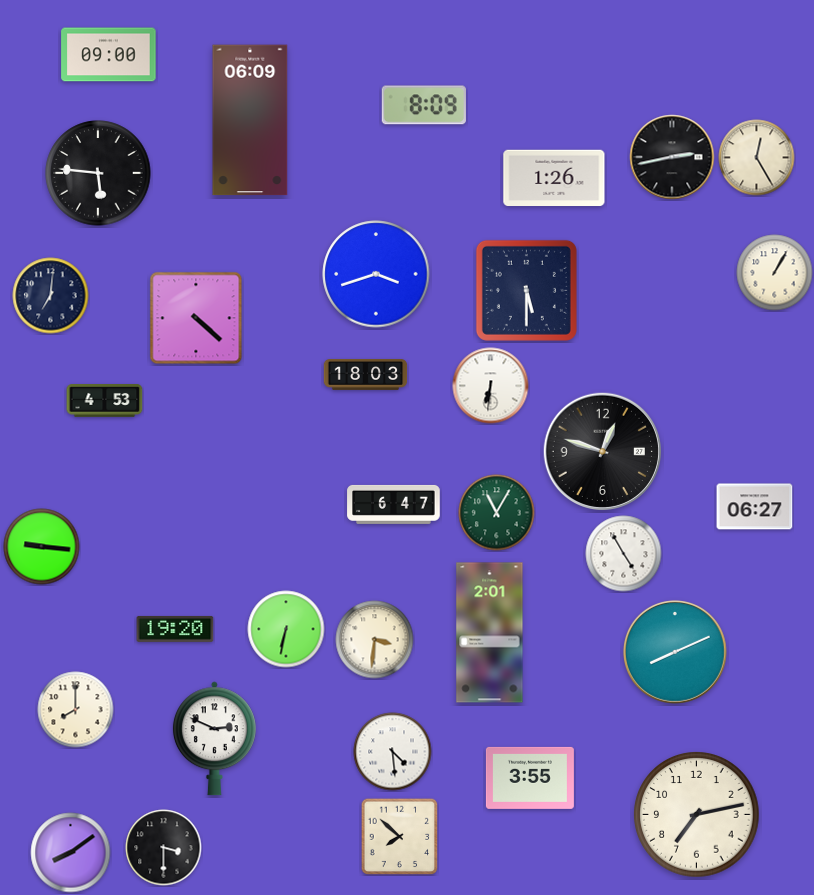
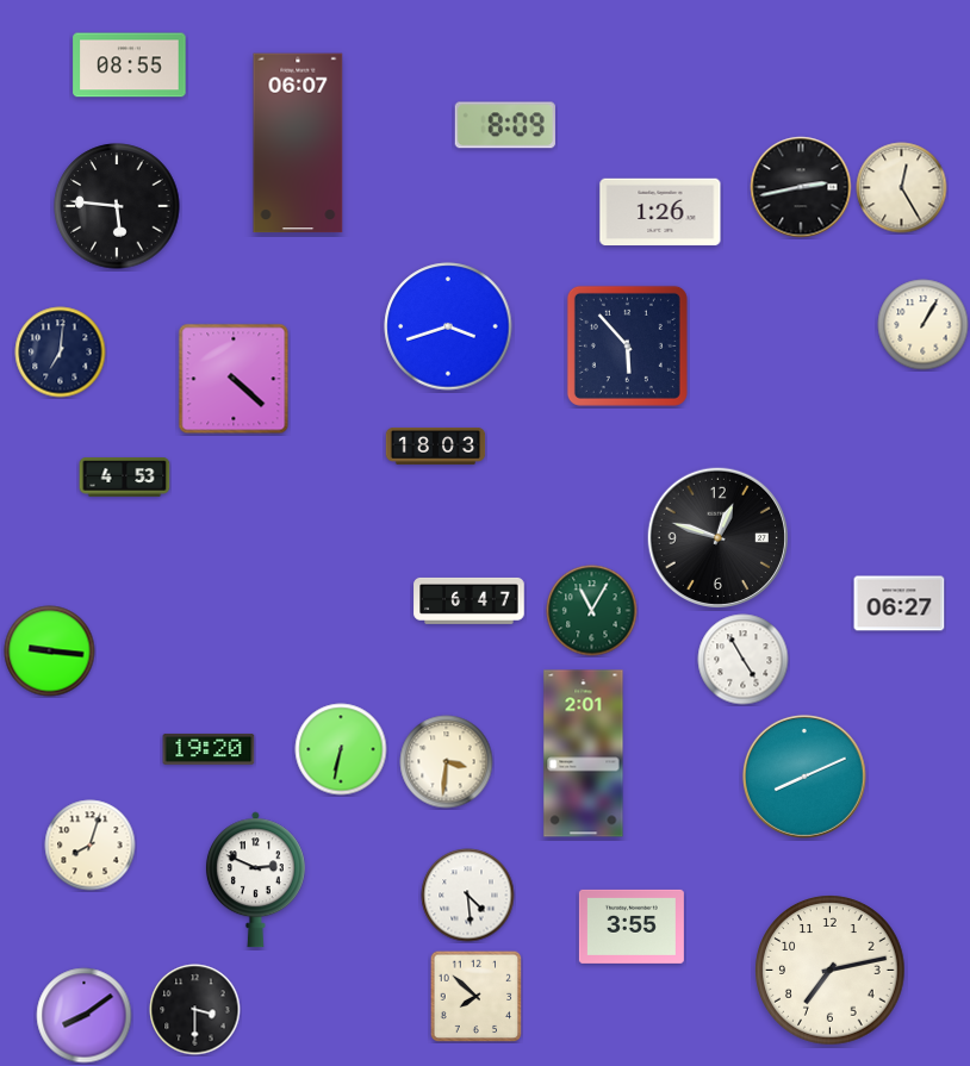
clock at (109, 55): 09:00 -> 08:55
clock at (250, 120): 06:09 -> 06:07
clock at (526, 290): 5:30 -> 5:53
clock at (491, 386): 6:31 -> none
clock at (76, 710): 8:00 -> 8:03
